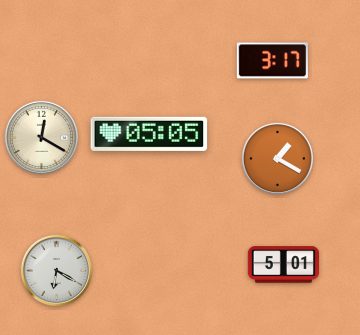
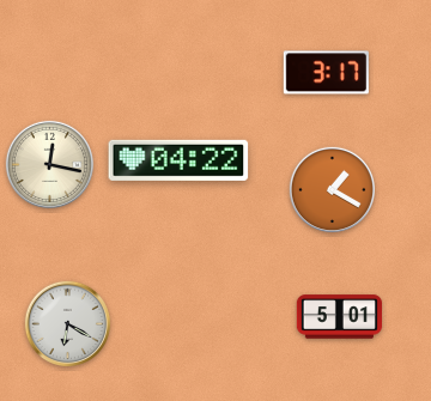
clock at (149, 134): 05:05 -> 04:22
clock at (41, 137): 12:20 -> 12:17
